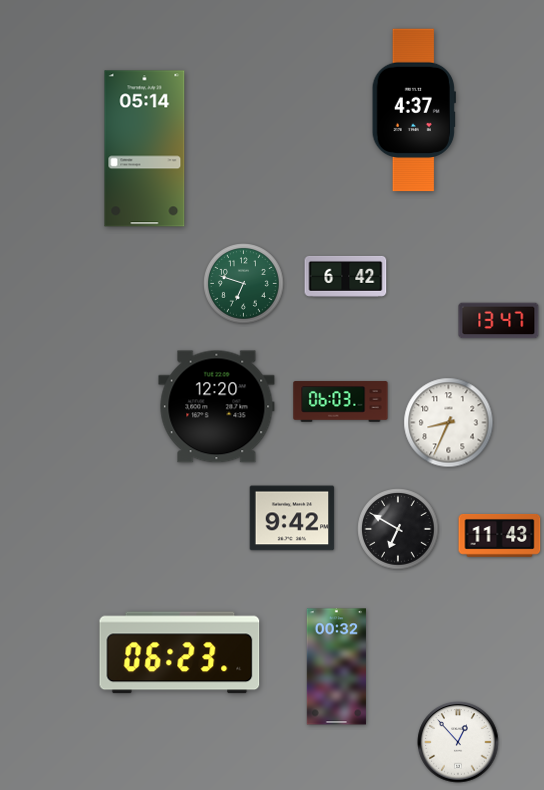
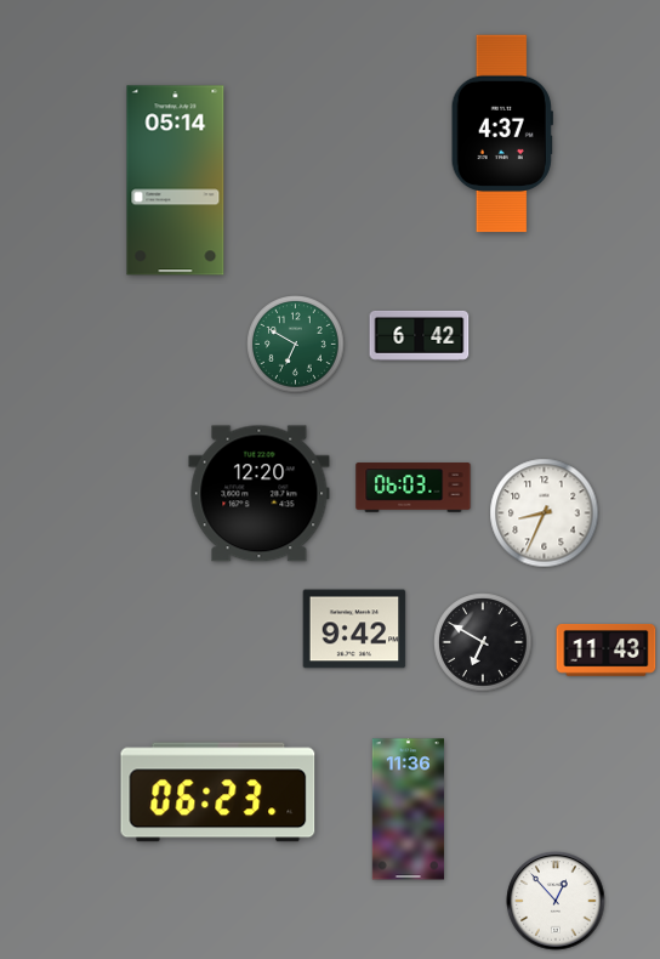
clock at (244, 284): 6:48 -> 6:50
clock at (499, 321): 13:47 -> none
clock at (217, 407) position: (217, 407) -> (260, 494)
clock at (336, 667): 00:32 -> 11:36
